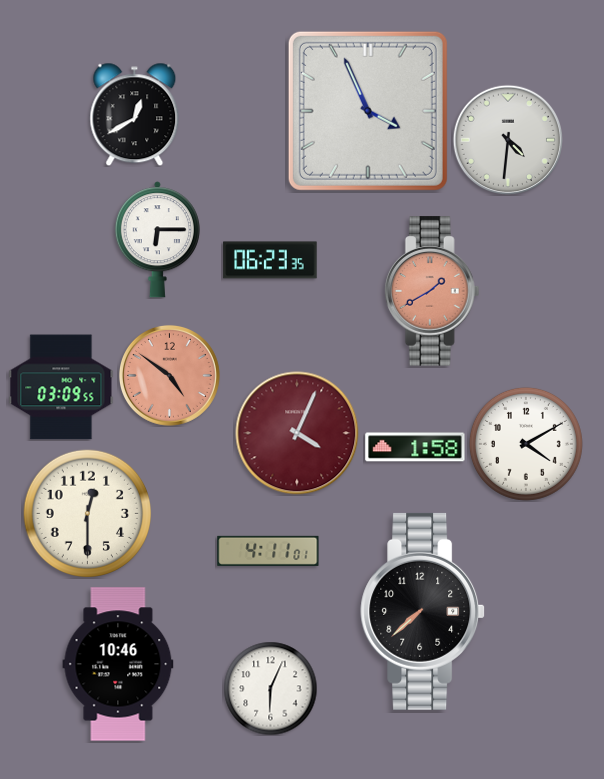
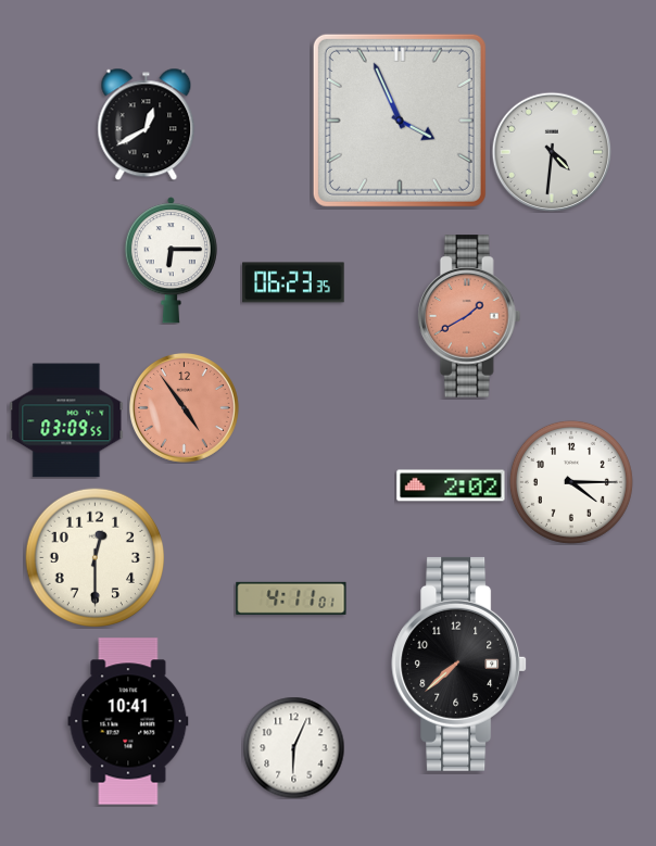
clock at (169, 375): 4:51 -> 4:54
clock at (297, 433): 4:04 -> none
clock at (526, 444): 4:10 -> 4:15
clock at (415, 447): 1:58 -> 2:02
clock at (118, 664): 10:46 -> 10:41
